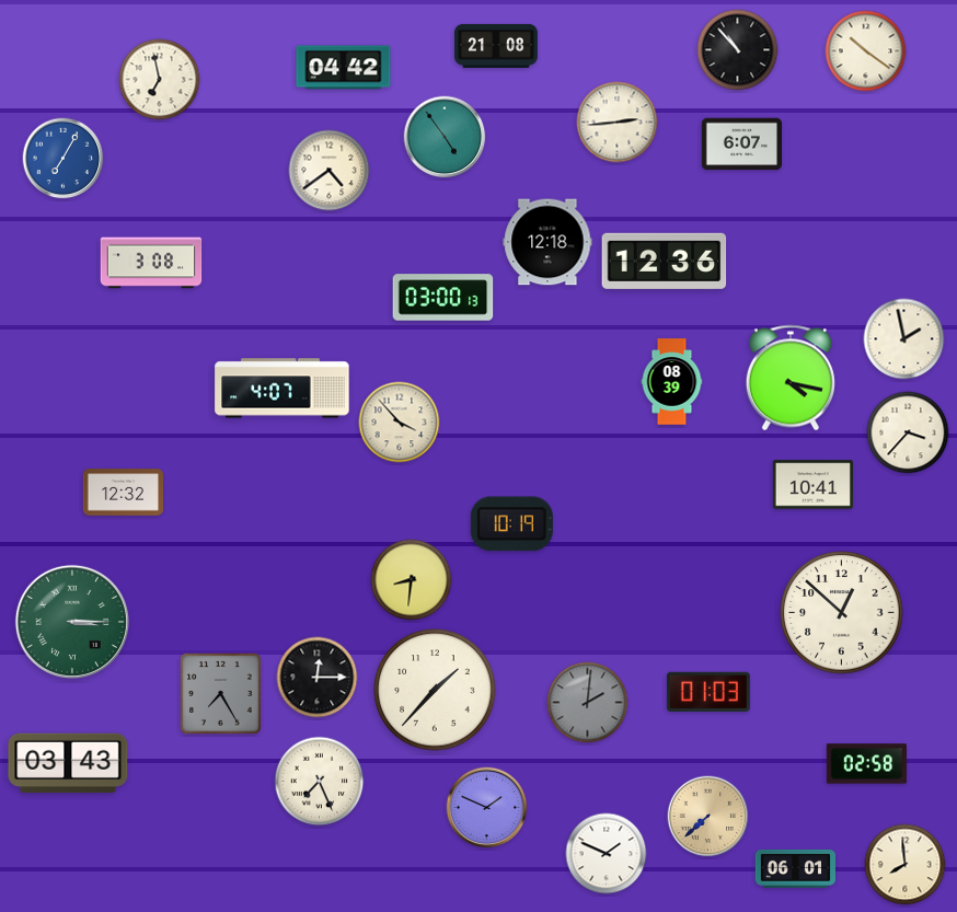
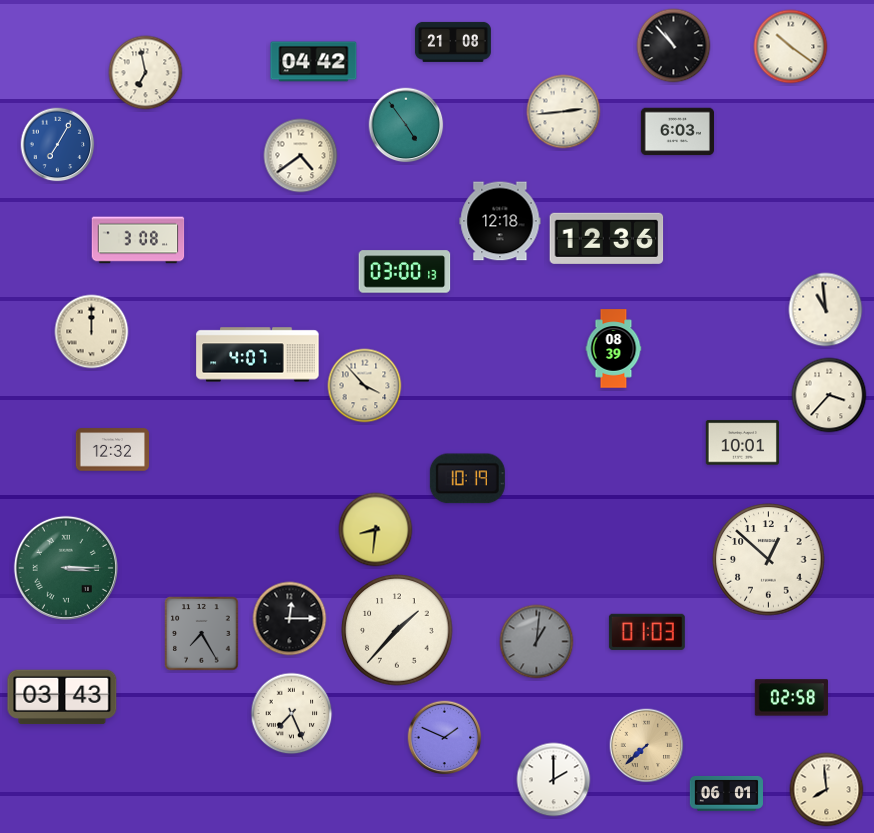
clock at (741, 145): 6:07 -> 6:03
clock at (904, 339): 1:58 -> 10:59
clock at (92, 332): none -> 12:00
clock at (791, 378): 4:17 -> none
clock at (812, 485): 10:41 -> 10:01
clock at (588, 703): 2:01 -> 1:01
clock at (607, 854): 1:49 -> 2:00
